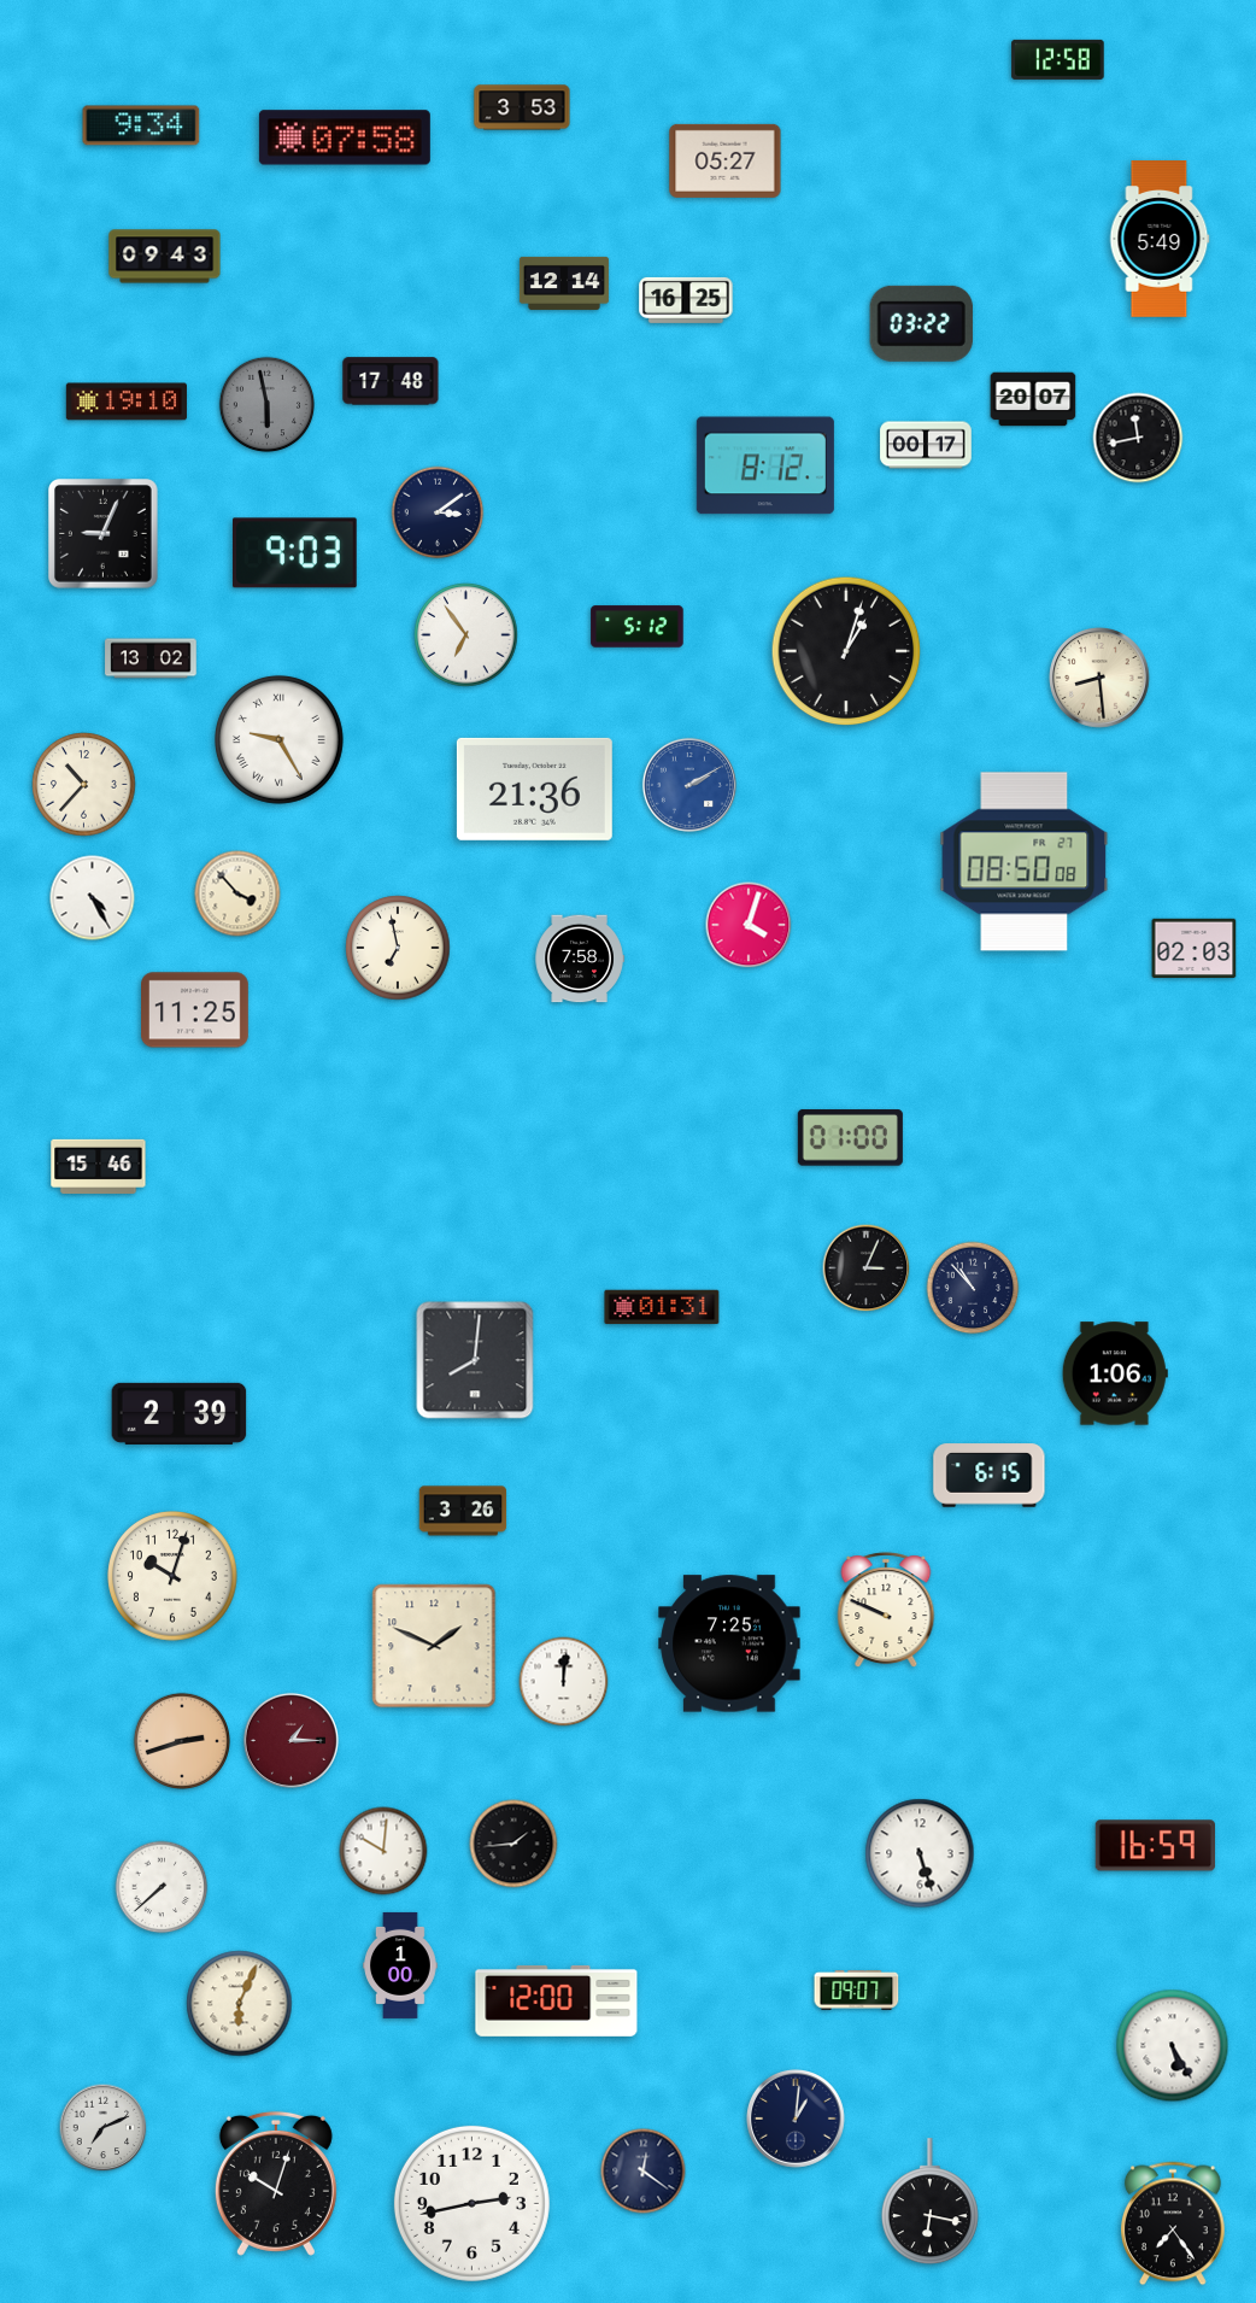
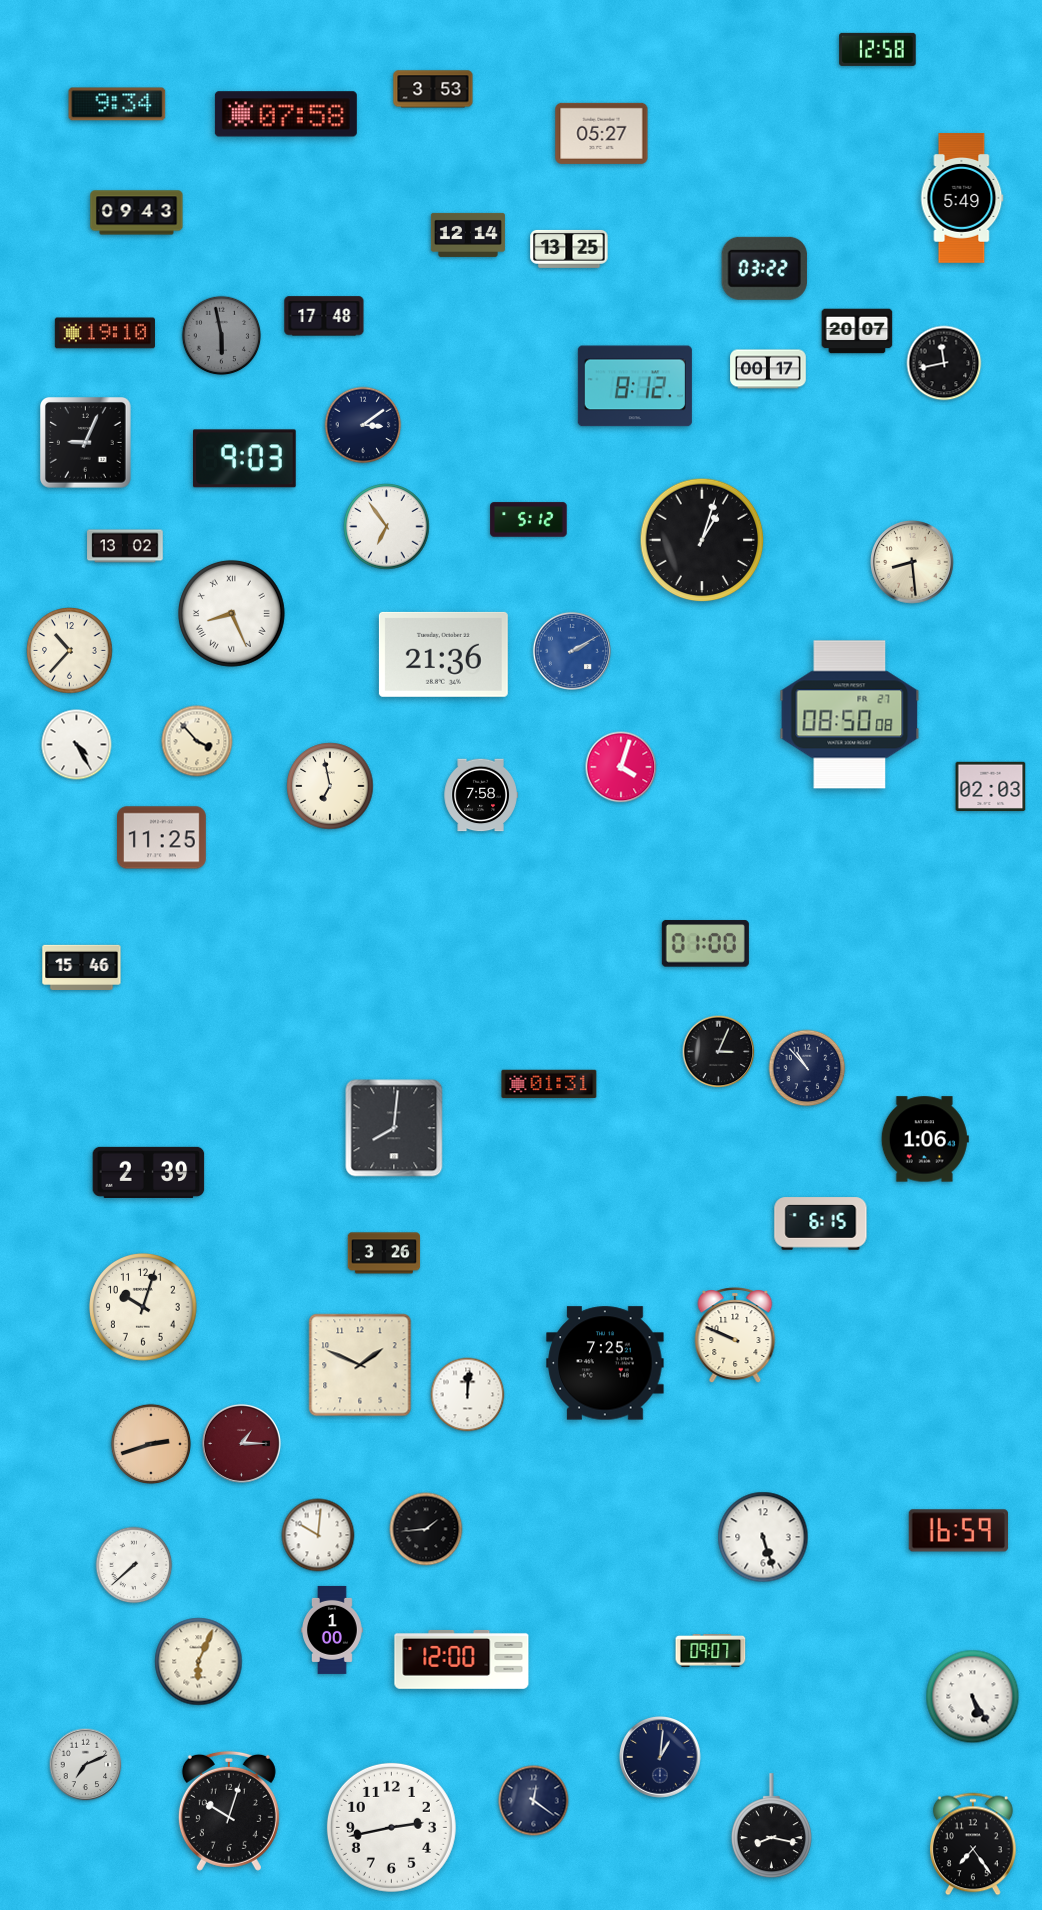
clock at (686, 300): 16:25 -> 13:25
clock at (278, 739): 9:25 -> 8:26
clock at (929, 2202): 6:17 -> 8:17
